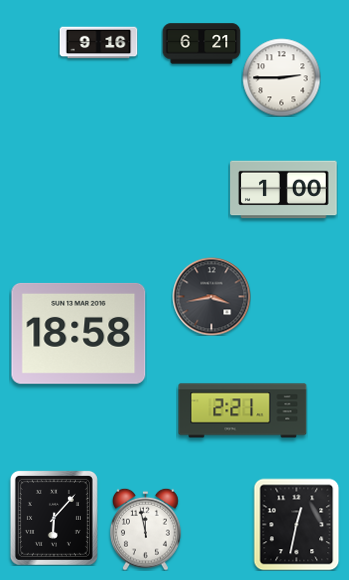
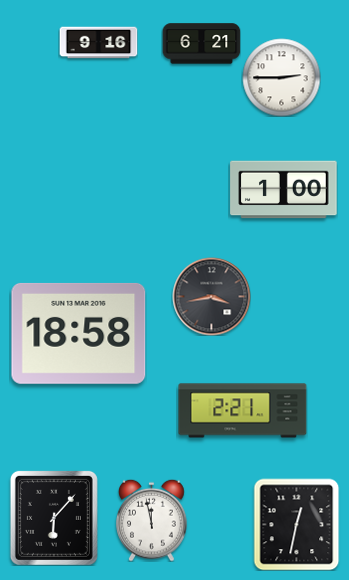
clock at (146, 529) position: (146, 529) -> (152, 520)
